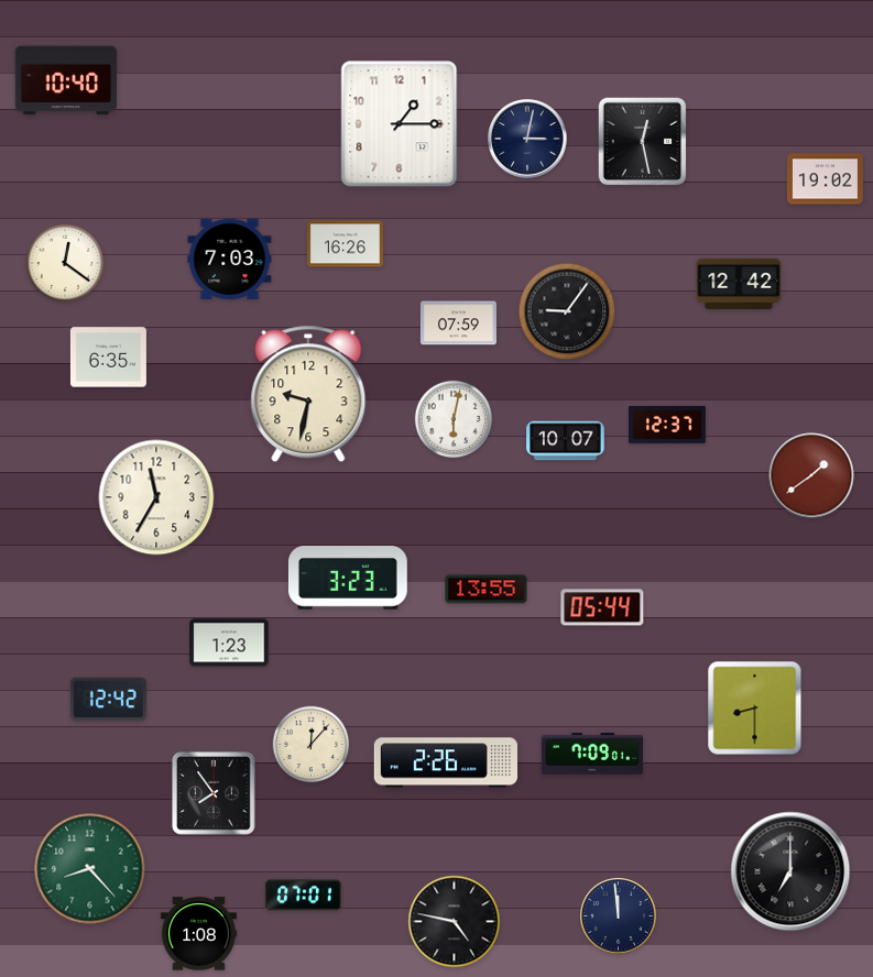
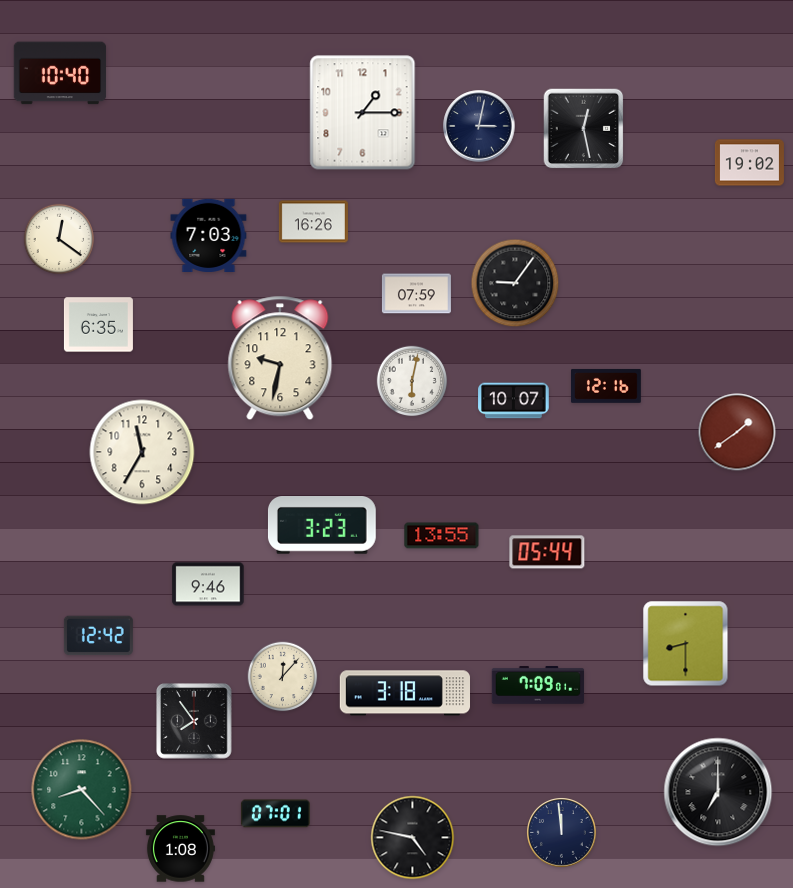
clock at (739, 283): 12:42 -> none
clock at (668, 425): 12:37 -> 12:16
clock at (348, 579) position: (348, 579) -> (322, 526)
clock at (229, 643): 1:23 -> 9:46
clock at (445, 762): 2:26 -> 3:18
